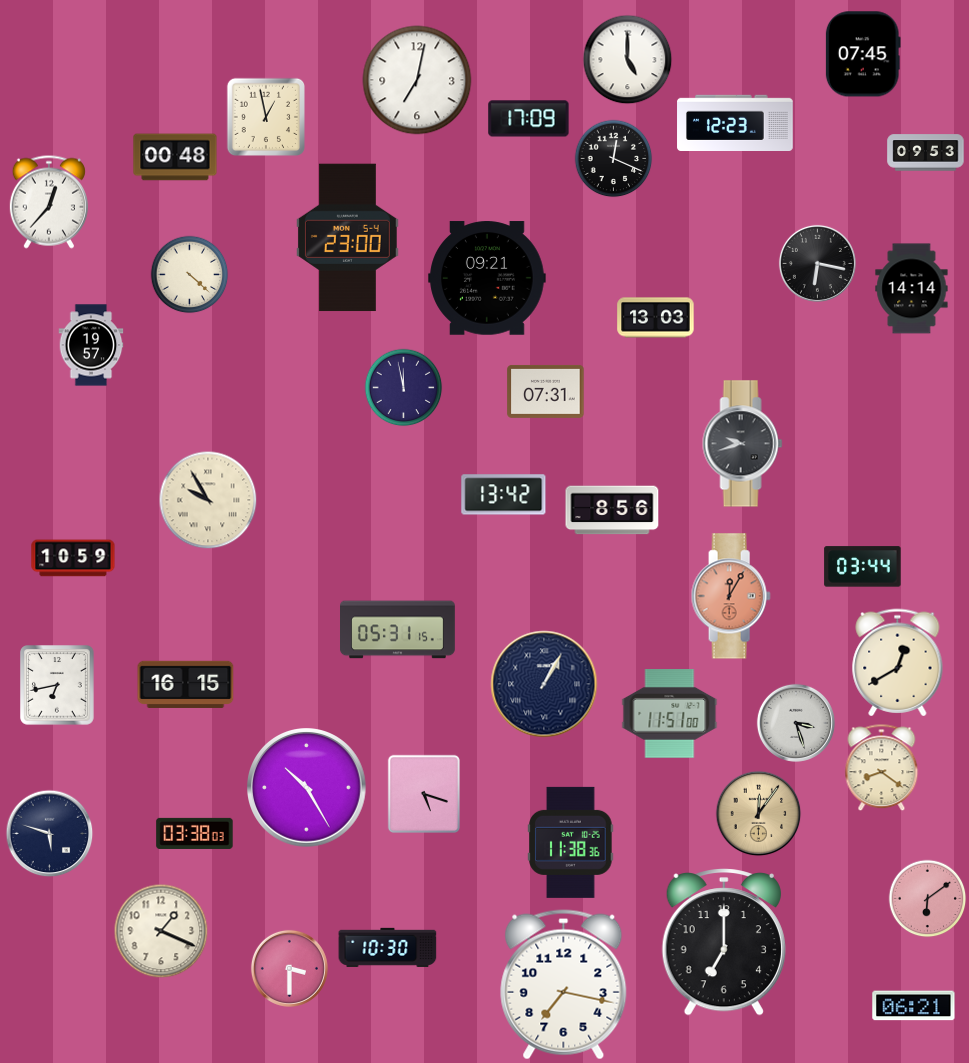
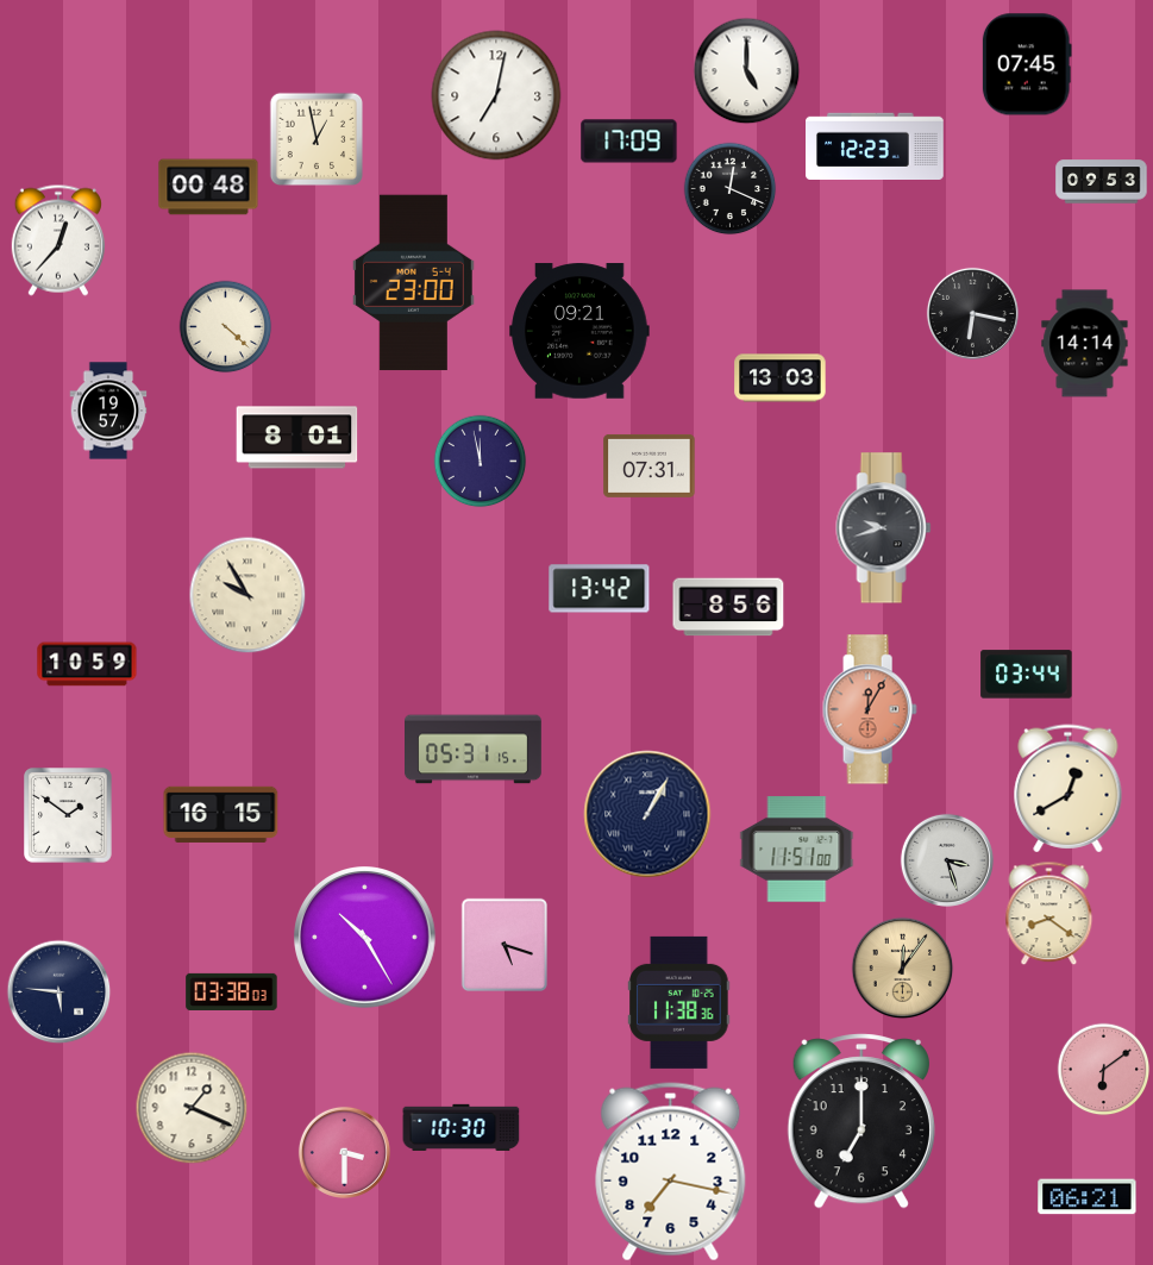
clock at (297, 438): none -> 8:01
clock at (58, 686): 6:43 -> 1:51
clock at (49, 833): 5:48 -> 5:46
